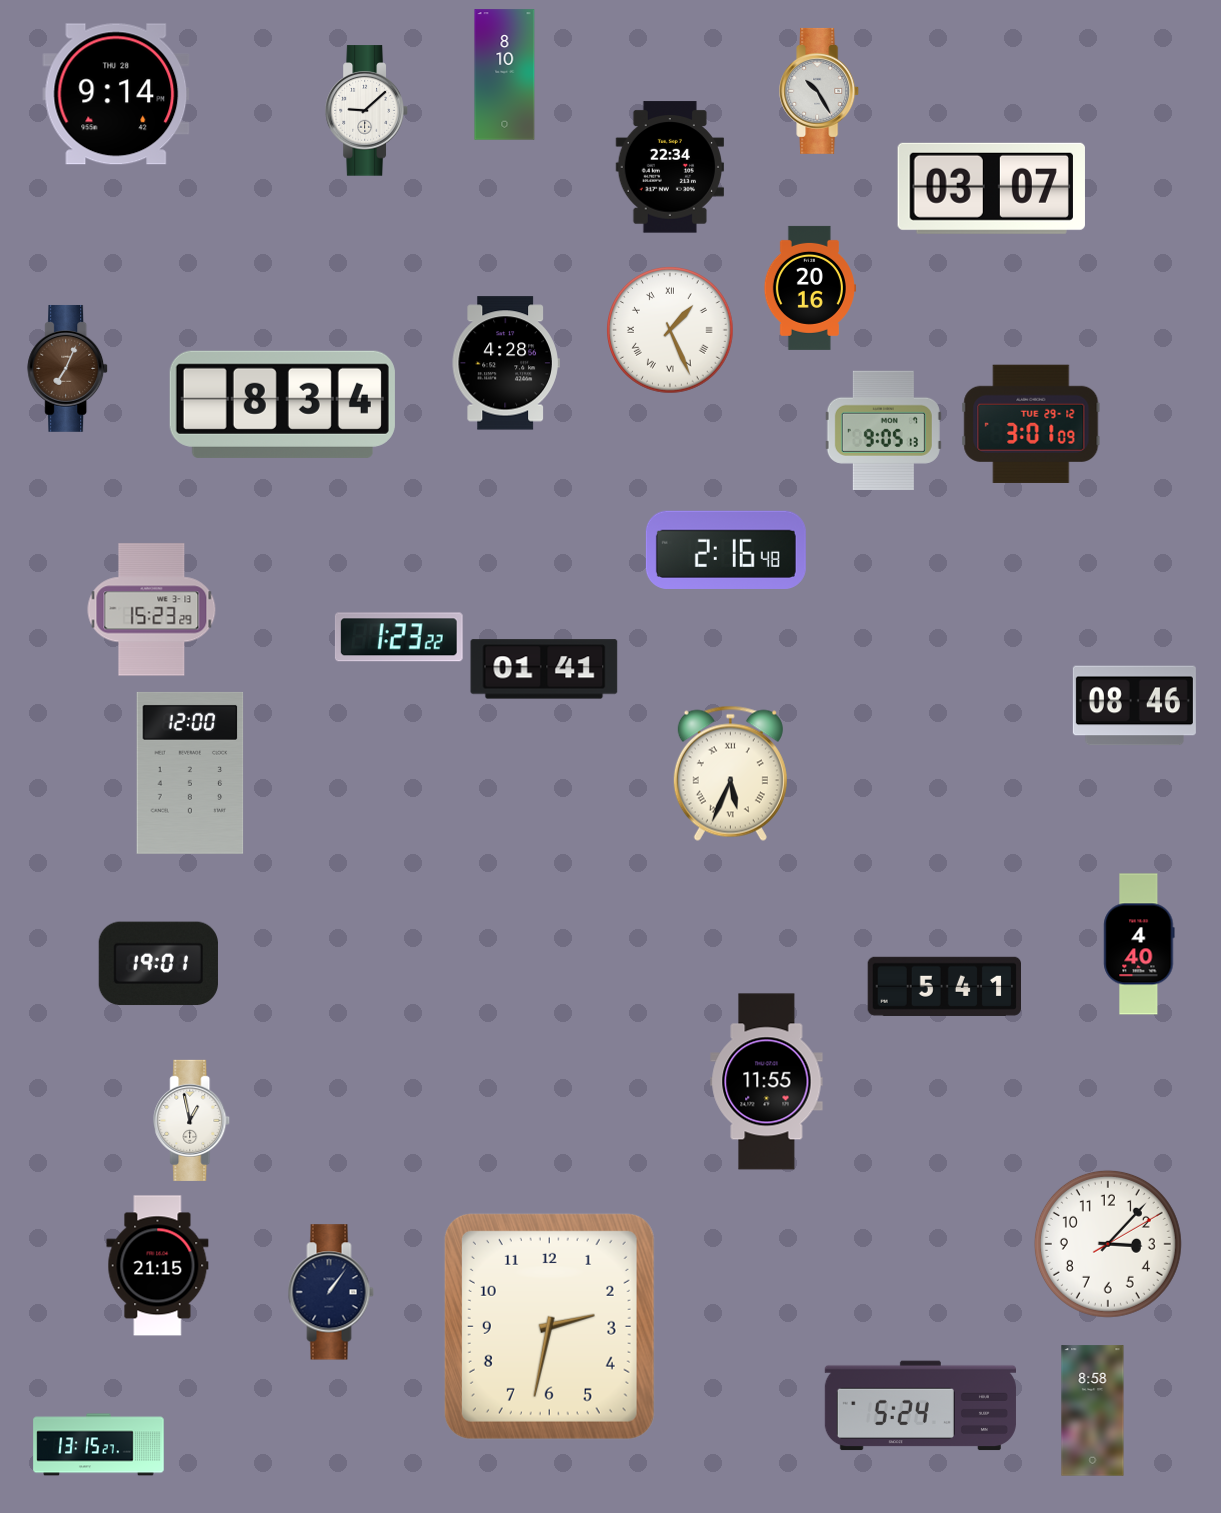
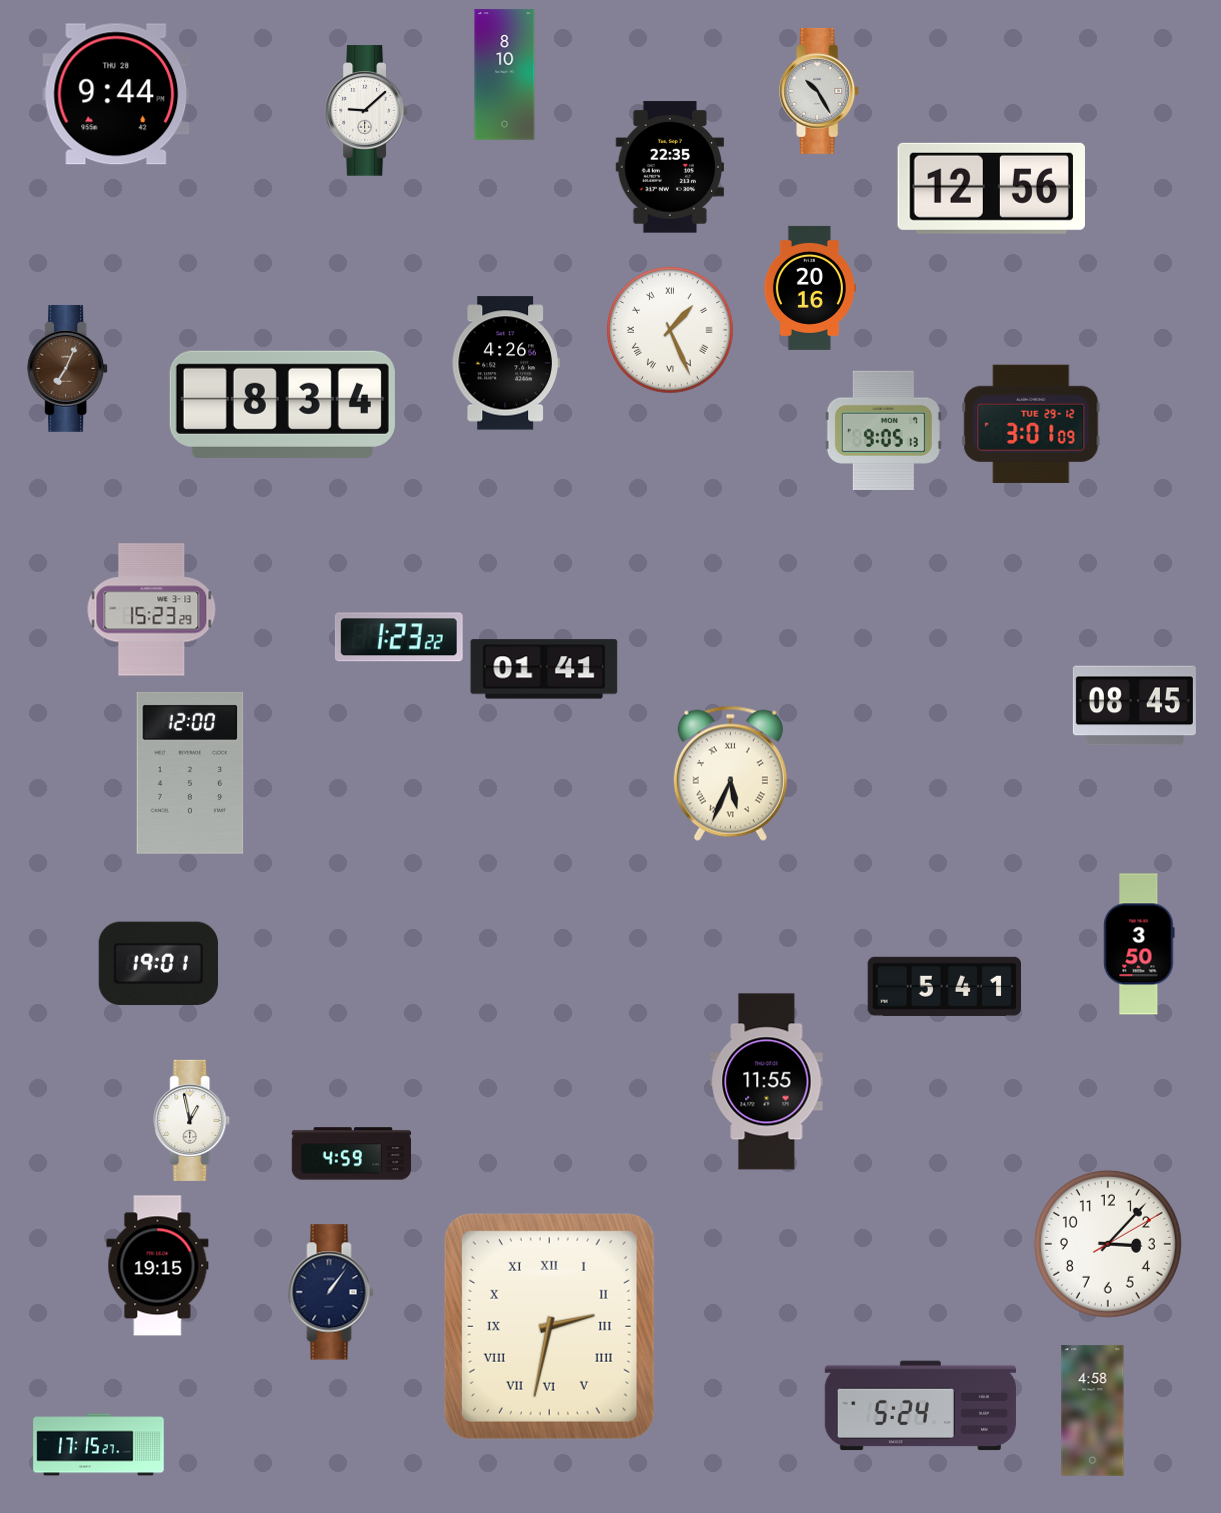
clock at (116, 94): 9:14 -> 9:44
clock at (669, 167): 22:34 -> 22:35
clock at (991, 188): 03:07 -> 12:56
clock at (506, 363): 4:28 -> 4:26
clock at (726, 549): 2:16 -> none
clock at (1134, 706): 08:46 -> 08:45
clock at (1139, 944): 4:40 -> 3:50
clock at (352, 1154): none -> 4:59
clock at (158, 1266): 21:15 -> 19:15
clock at (549, 1326) numerals: Arabic -> Roman
clock at (1093, 1411): 8:58 -> 4:58
clock at (99, 1445): 13:15 -> 17:15
